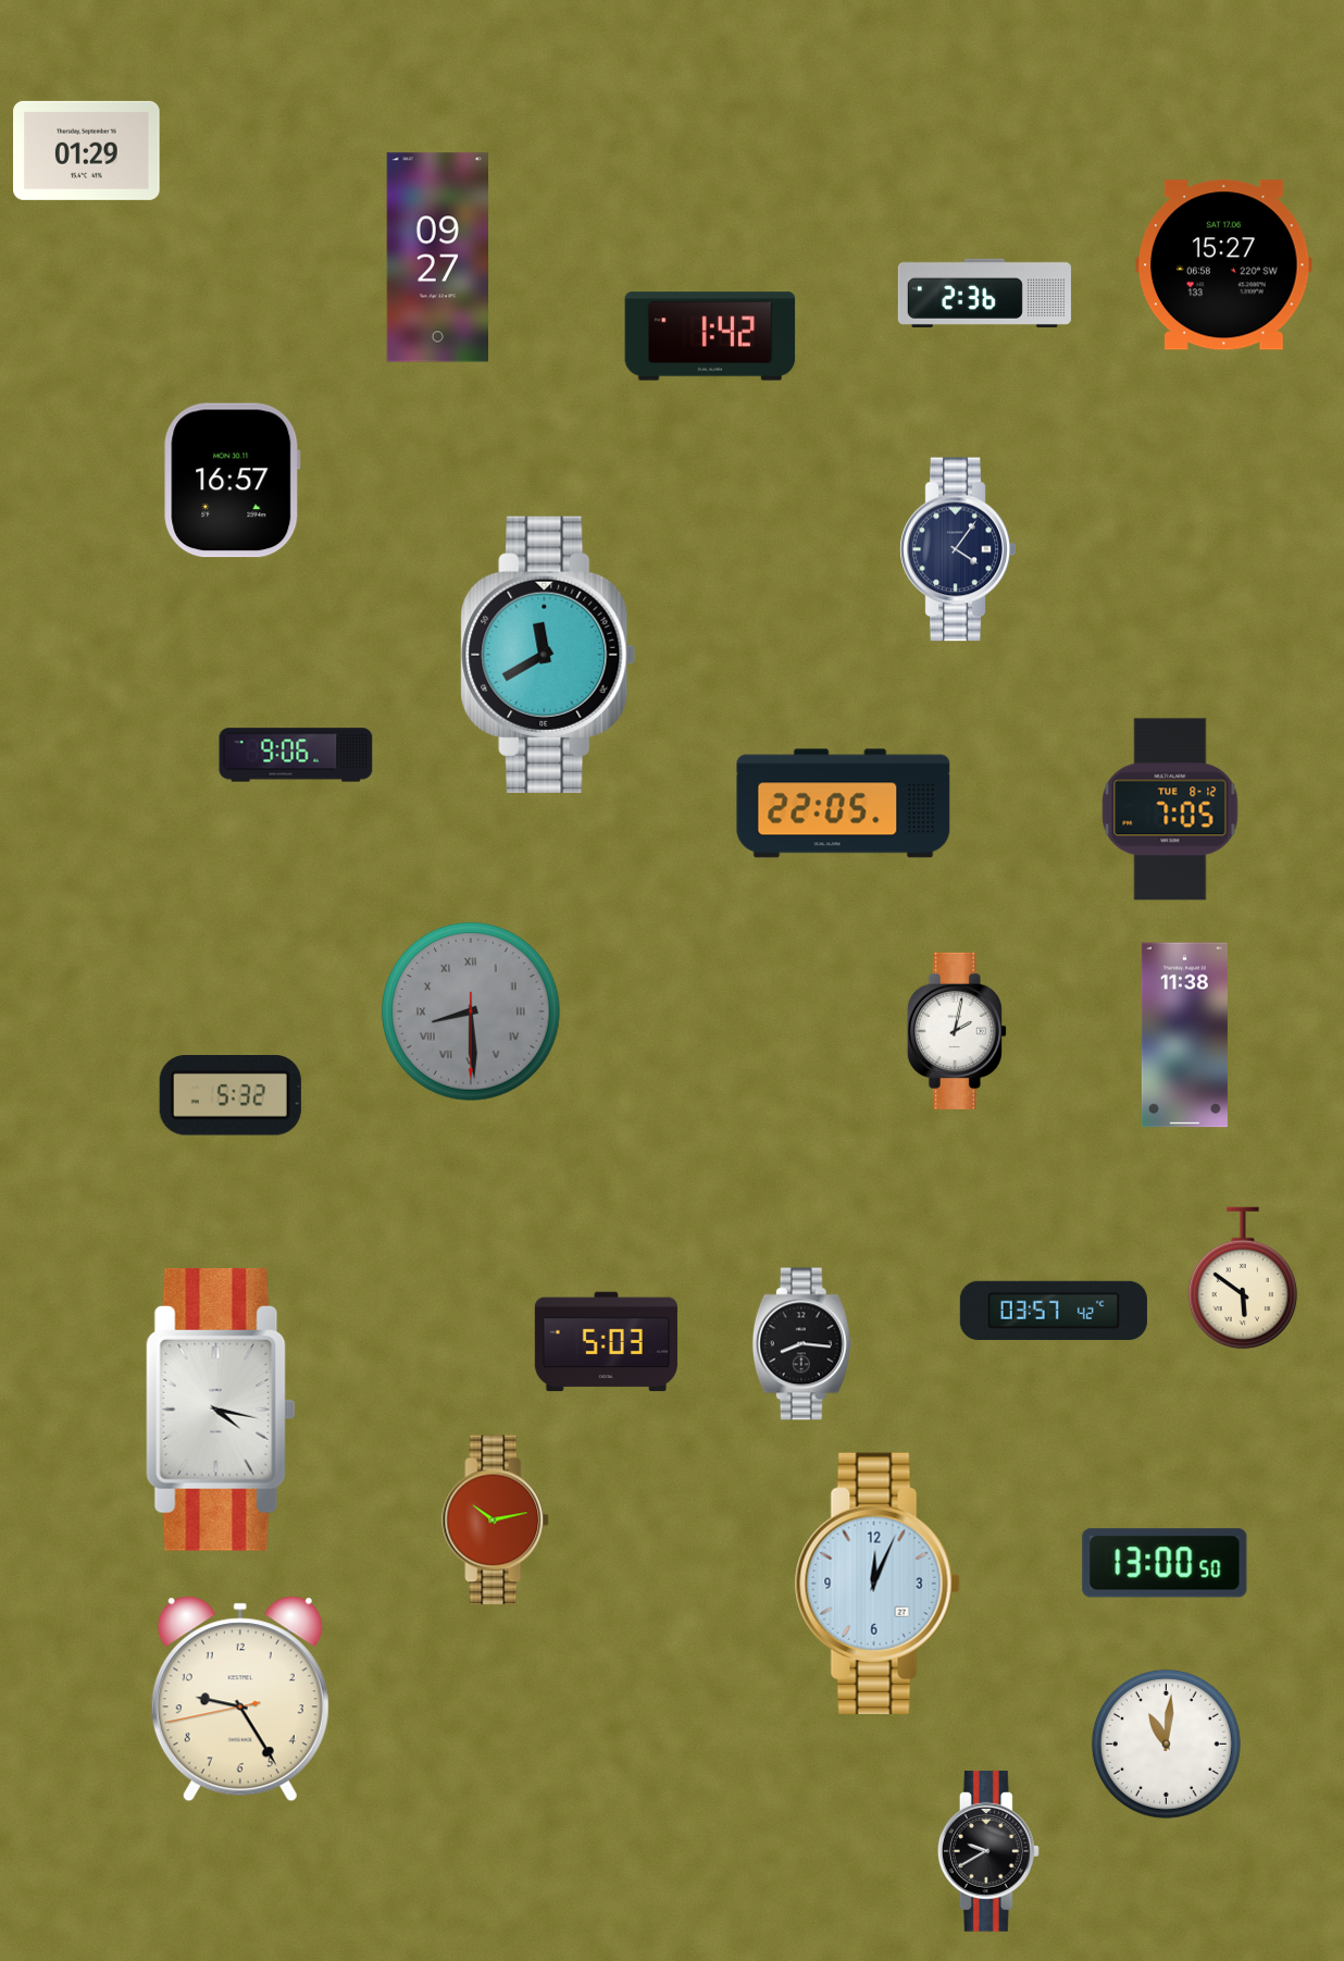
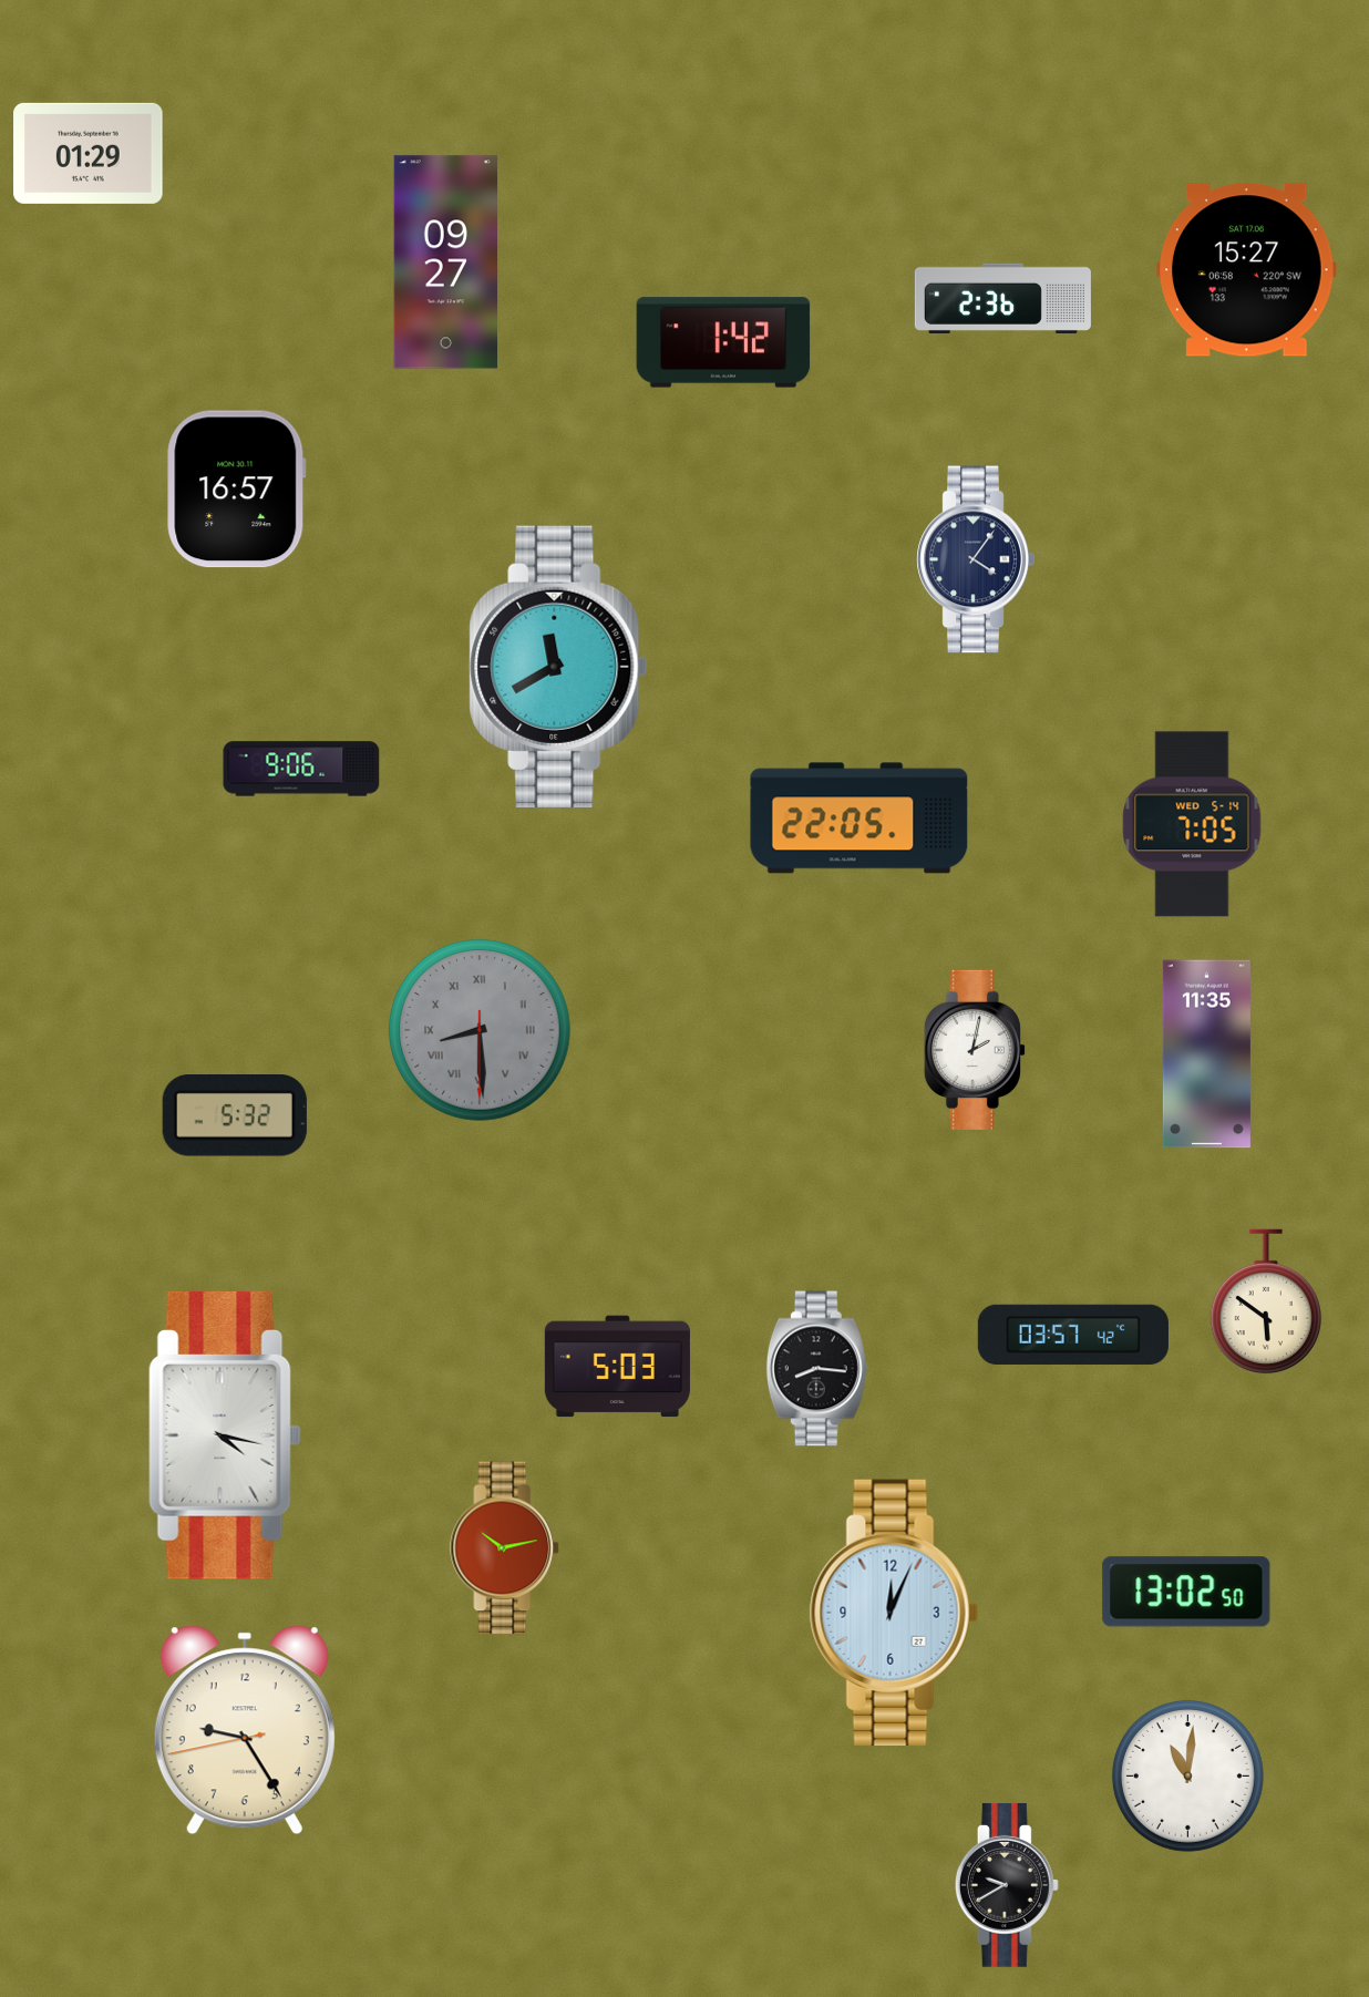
clock at (1170, 809) date: TUE 8-12 -> WED 5-14
clock at (1184, 1035): 11:38 -> 11:35
clock at (1165, 1563): 13:00 -> 13:02
